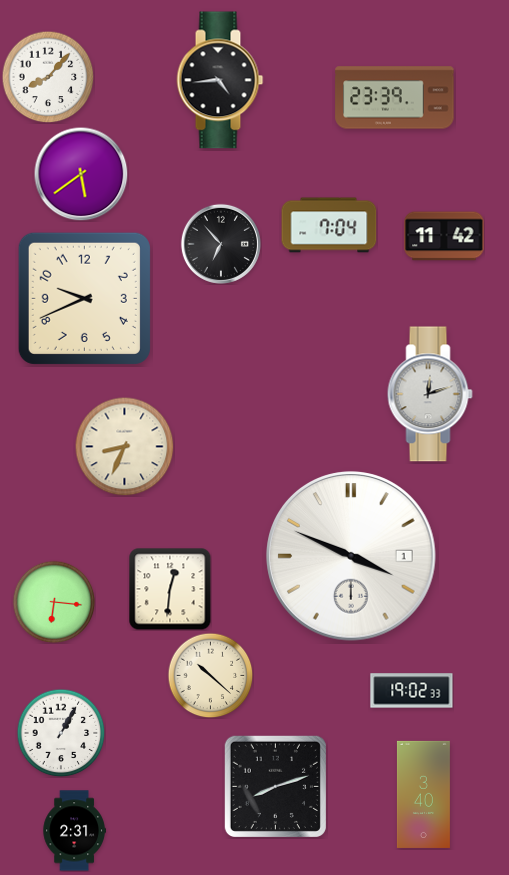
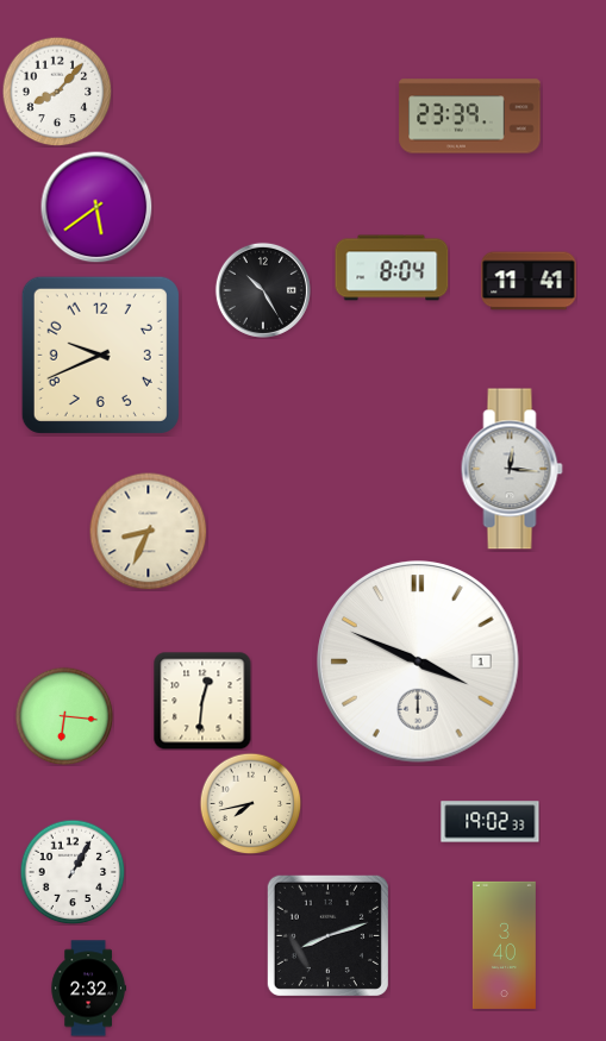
clock at (220, 80): 4:44 -> none
clock at (329, 225): 7:04 -> 8:04
clock at (444, 236): 11:42 -> 11:41
clock at (221, 244): 6:53 -> 10:25
clock at (430, 394): 12:12 -> 12:16
clock at (210, 675): 10:22 -> 7:43
clock at (74, 831): 2:31 -> 2:32
